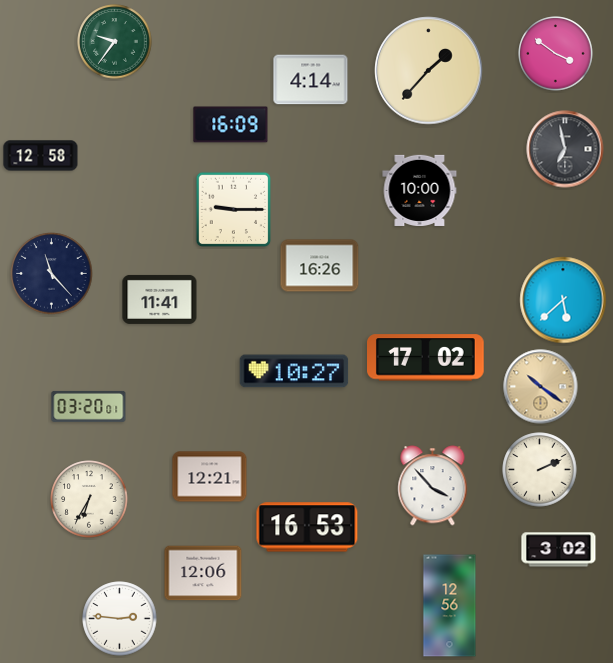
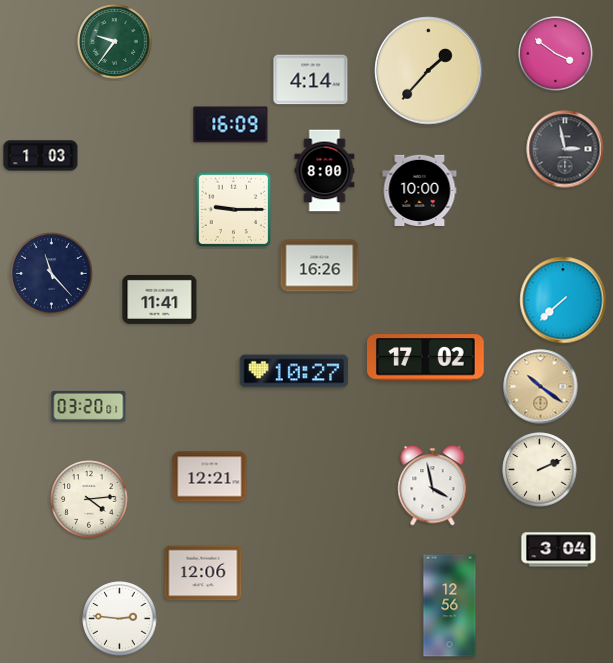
clock at (565, 149): 6:58 -> 2:58
clock at (41, 156): 12:58 -> 1:03
clock at (325, 171): none -> 8:00
clock at (563, 300): 5:38 -> 7:38
clock at (433, 486): 3:53 -> 3:58
clock at (89, 499): 6:35 -> 4:14
clock at (307, 527): 16:53 -> none
clock at (559, 550): 3:02 -> 3:04
